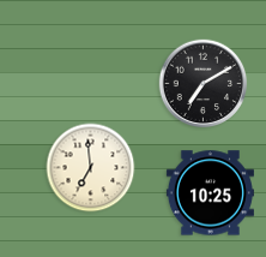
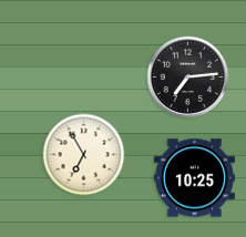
clock at (204, 84): 7:10 -> 7:14
clock at (91, 168): 6:59 -> 6:55
